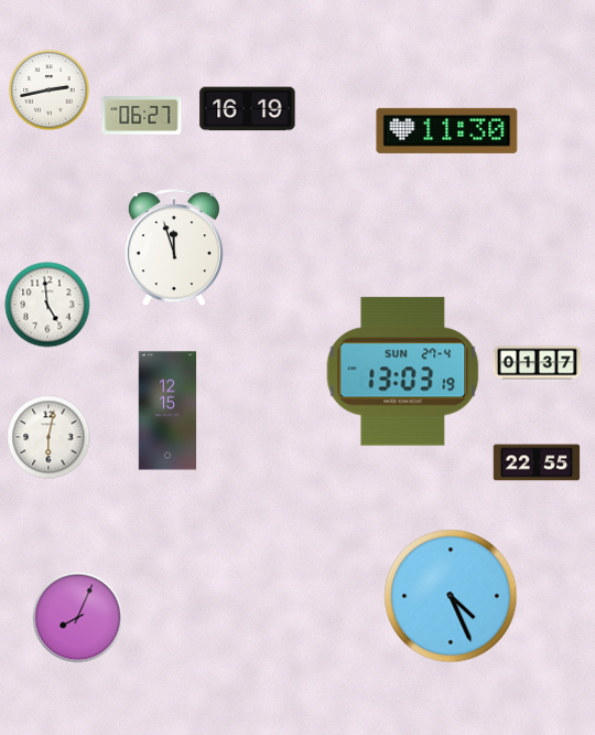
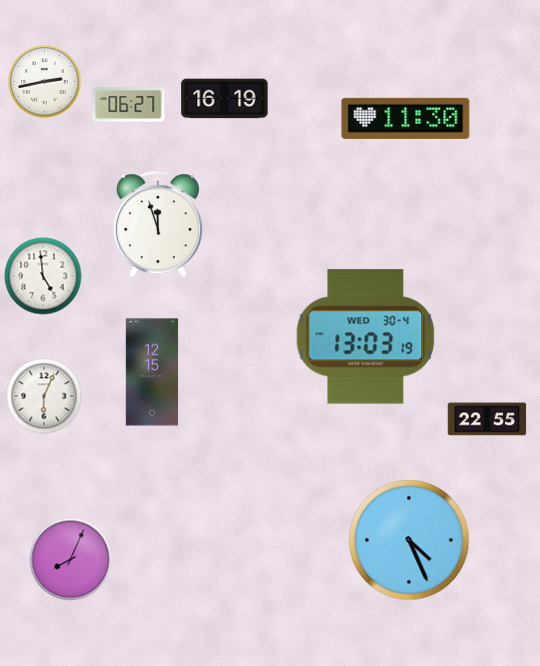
clock at (538, 363): 01:37 -> none
clock at (403, 372) date: SUN 27-4 -> WED 30-4
clock at (48, 437): 6:02 -> 6:04
